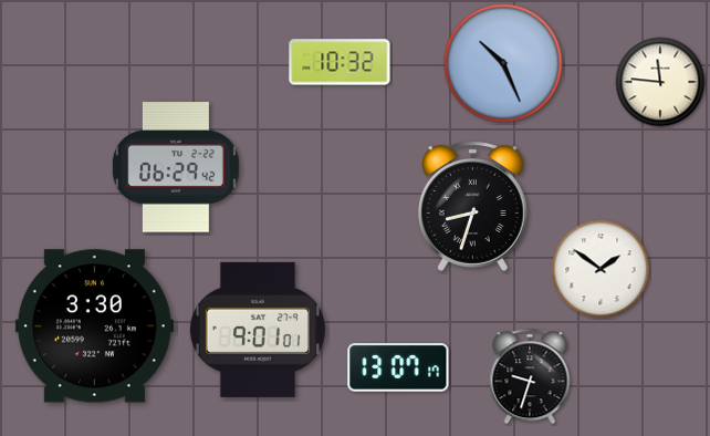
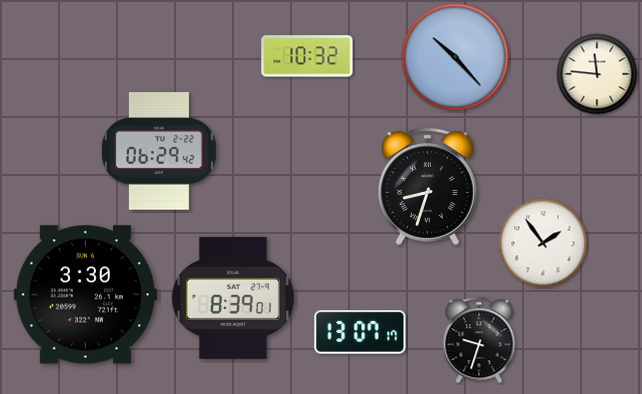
clock at (503, 63): 10:26 -> 10:23
clock at (601, 269): 1:51 -> 1:54
clock at (258, 330): 9:01 -> 8:39
